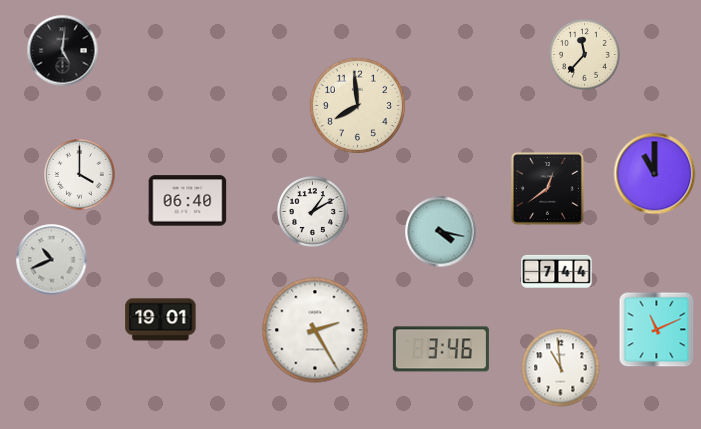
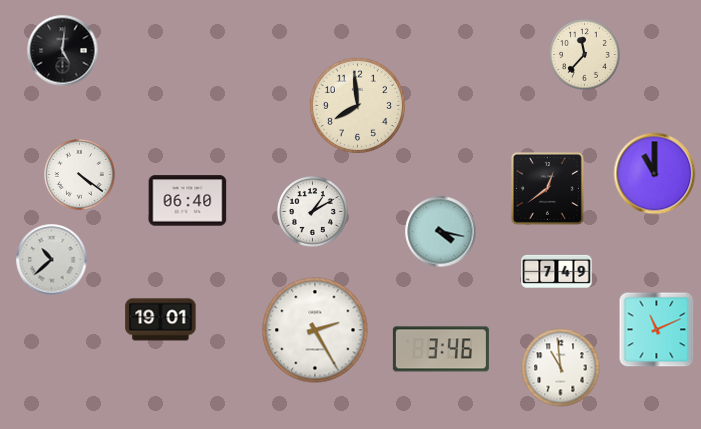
clock at (80, 175): 4:00 -> 4:21
clock at (52, 260): 10:41 -> 10:38
clock at (557, 271): 7:44 -> 7:49
